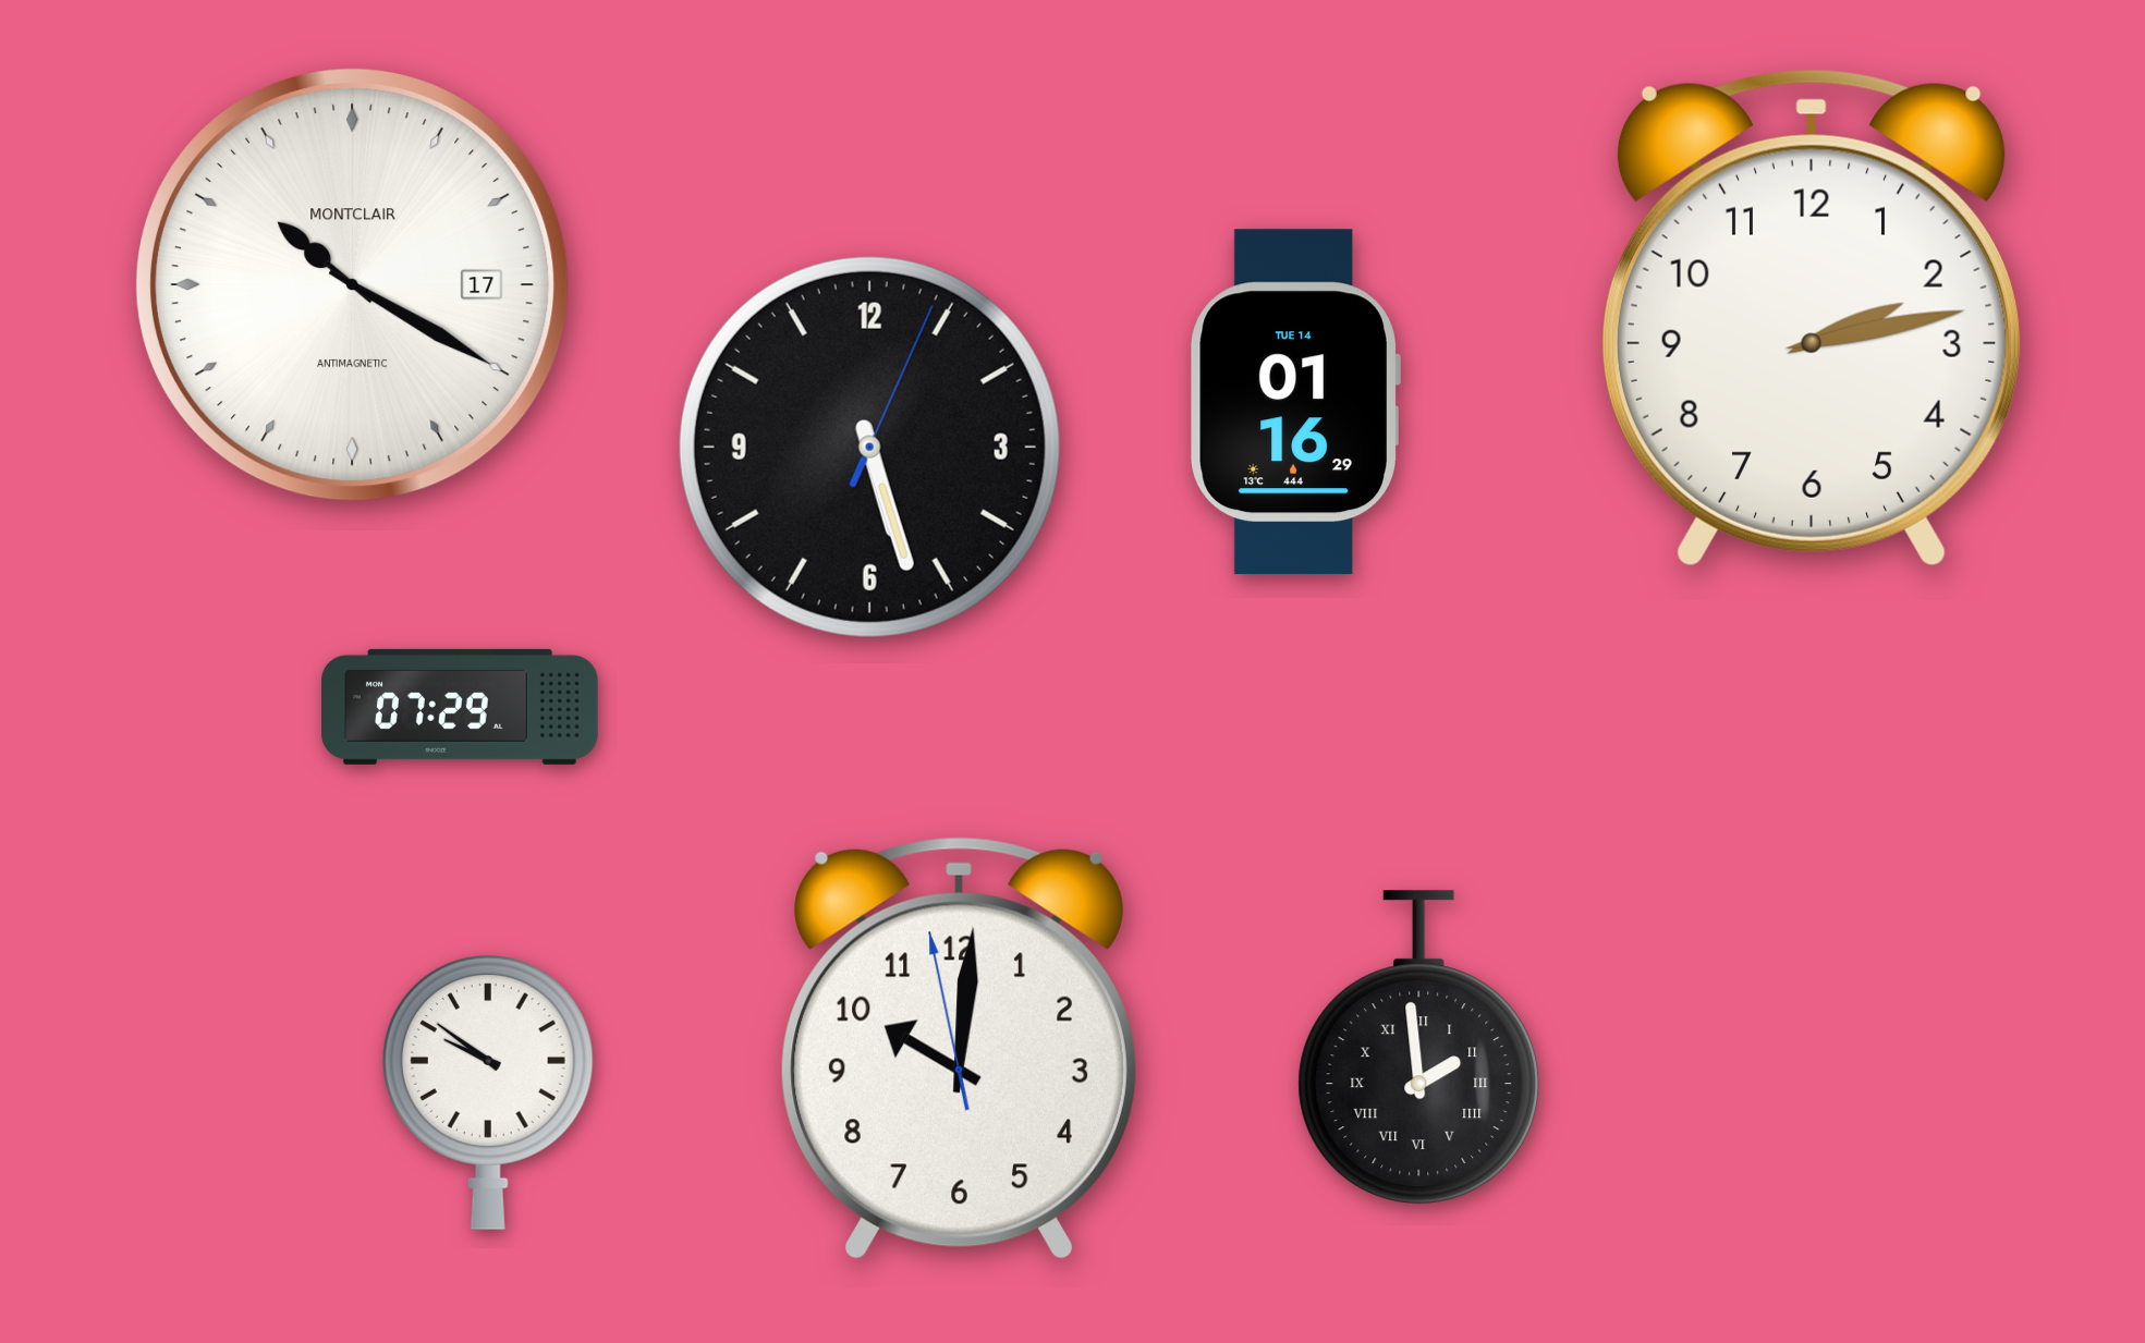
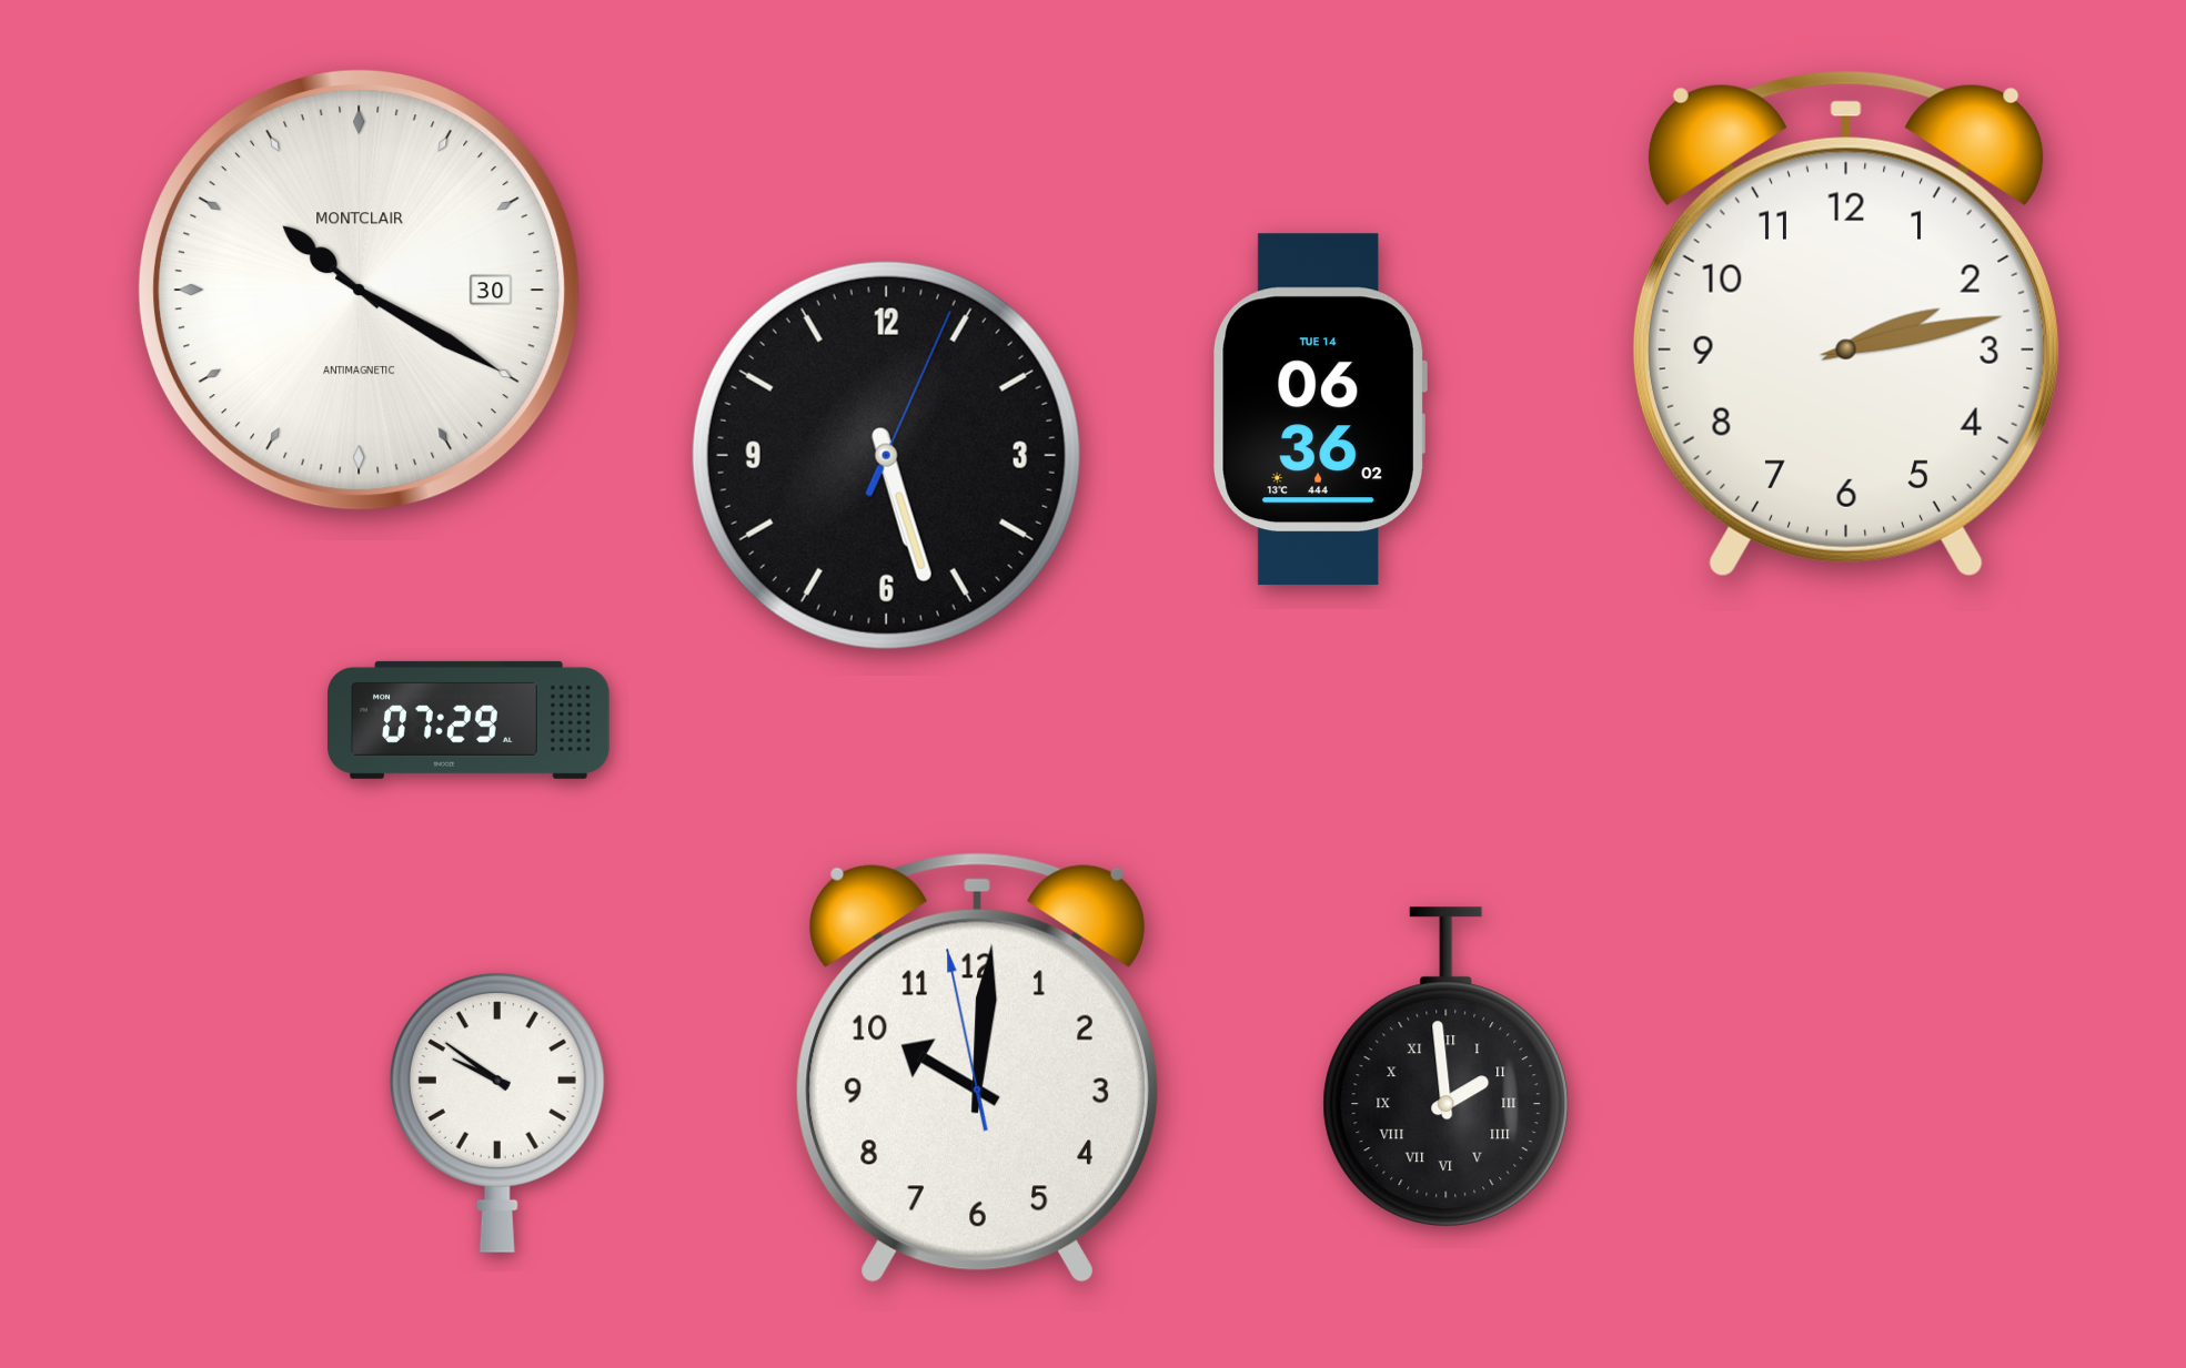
clock at (352, 284) date: 17 -> 30
clock at (1295, 402): 01:16 -> 06:36
